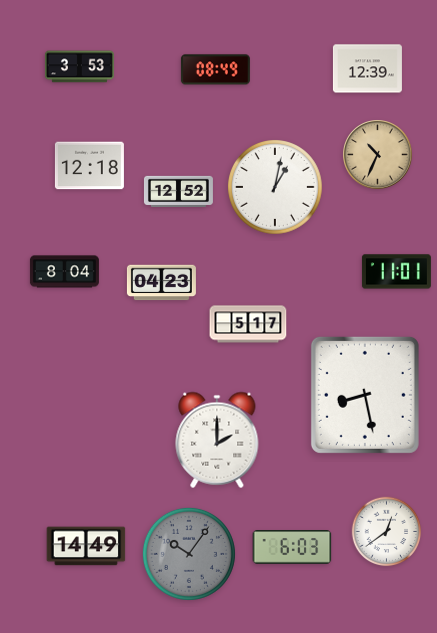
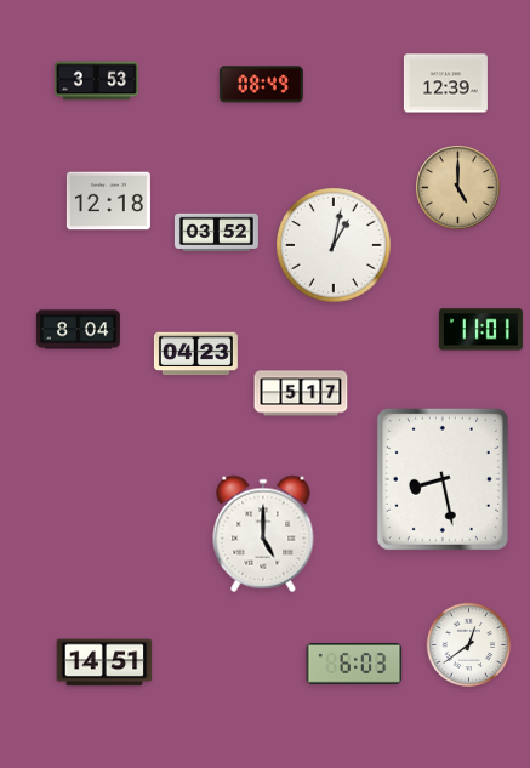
clock at (378, 155): 10:34 -> 5:00
clock at (276, 188) position: (276, 188) -> (335, 246)
clock at (178, 191): 12:52 -> 03:52
clock at (161, 283) position: (161, 283) -> (195, 354)
clock at (217, 440): 2:00 -> 5:00
clock at (86, 546): 14:49 -> 14:51
clock at (189, 554): 10:06 -> none
